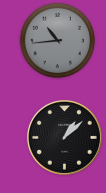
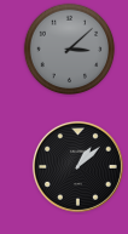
clock at (58, 41): 10:44 -> 3:08
